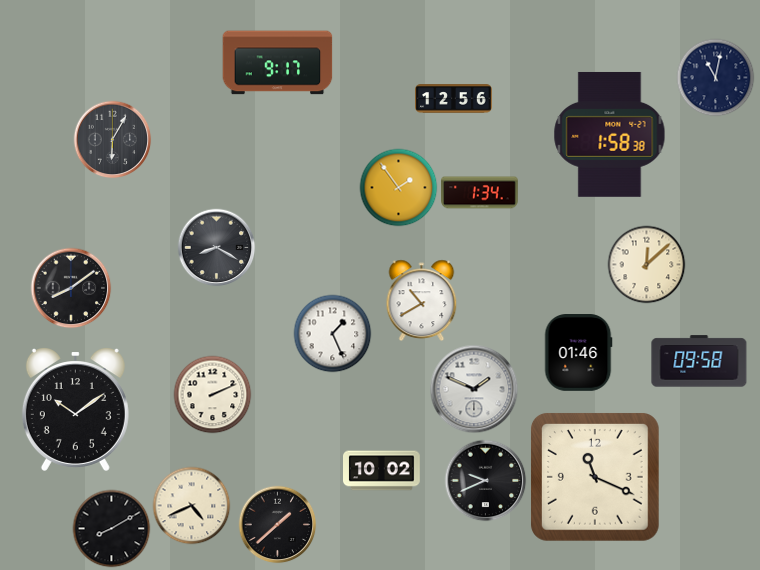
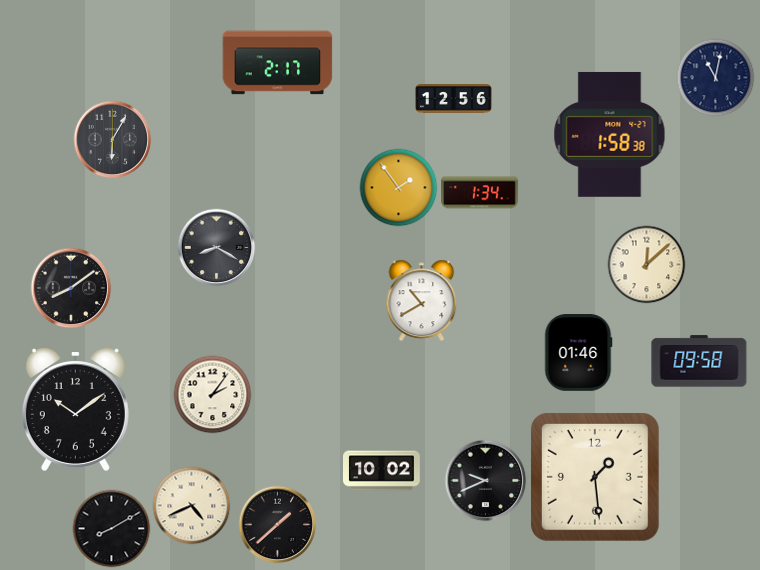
clock at (278, 63): 9:17 -> 2:17
clock at (332, 333): 1:26 -> none
clock at (474, 389): 1:49 -> none
clock at (212, 394): 2:11 -> 2:06
clock at (595, 477): 11:19 -> 1:29
